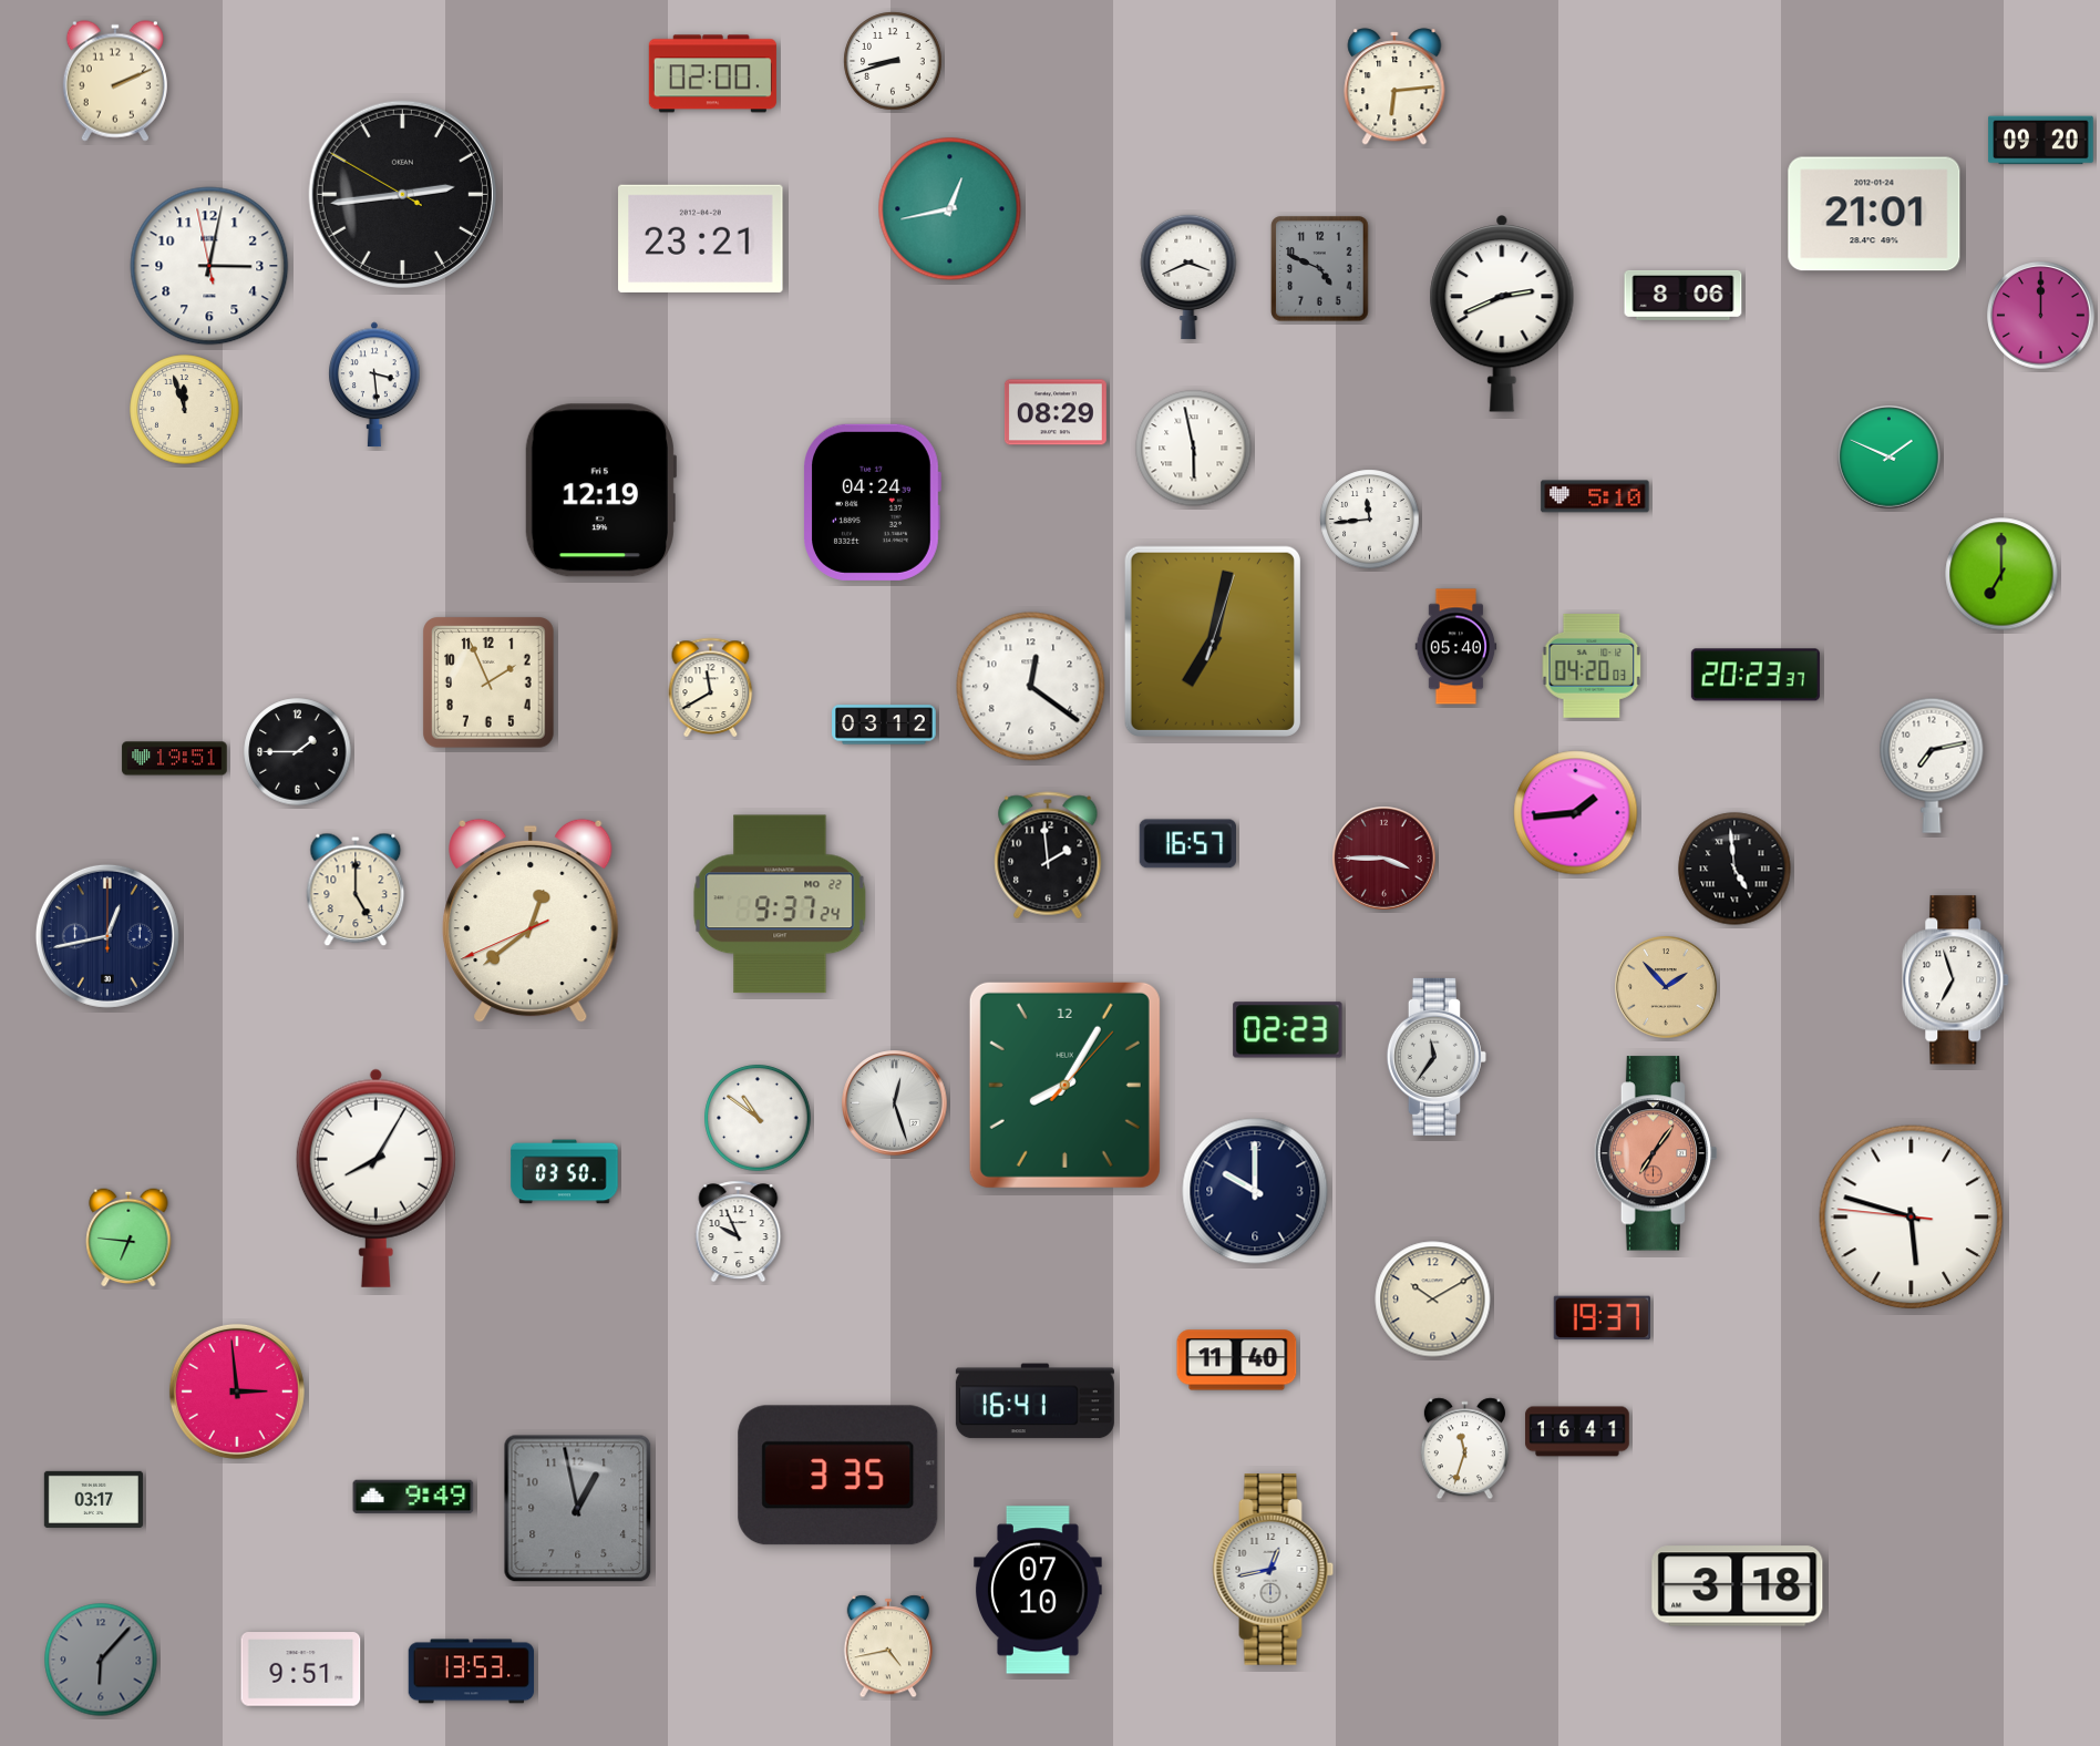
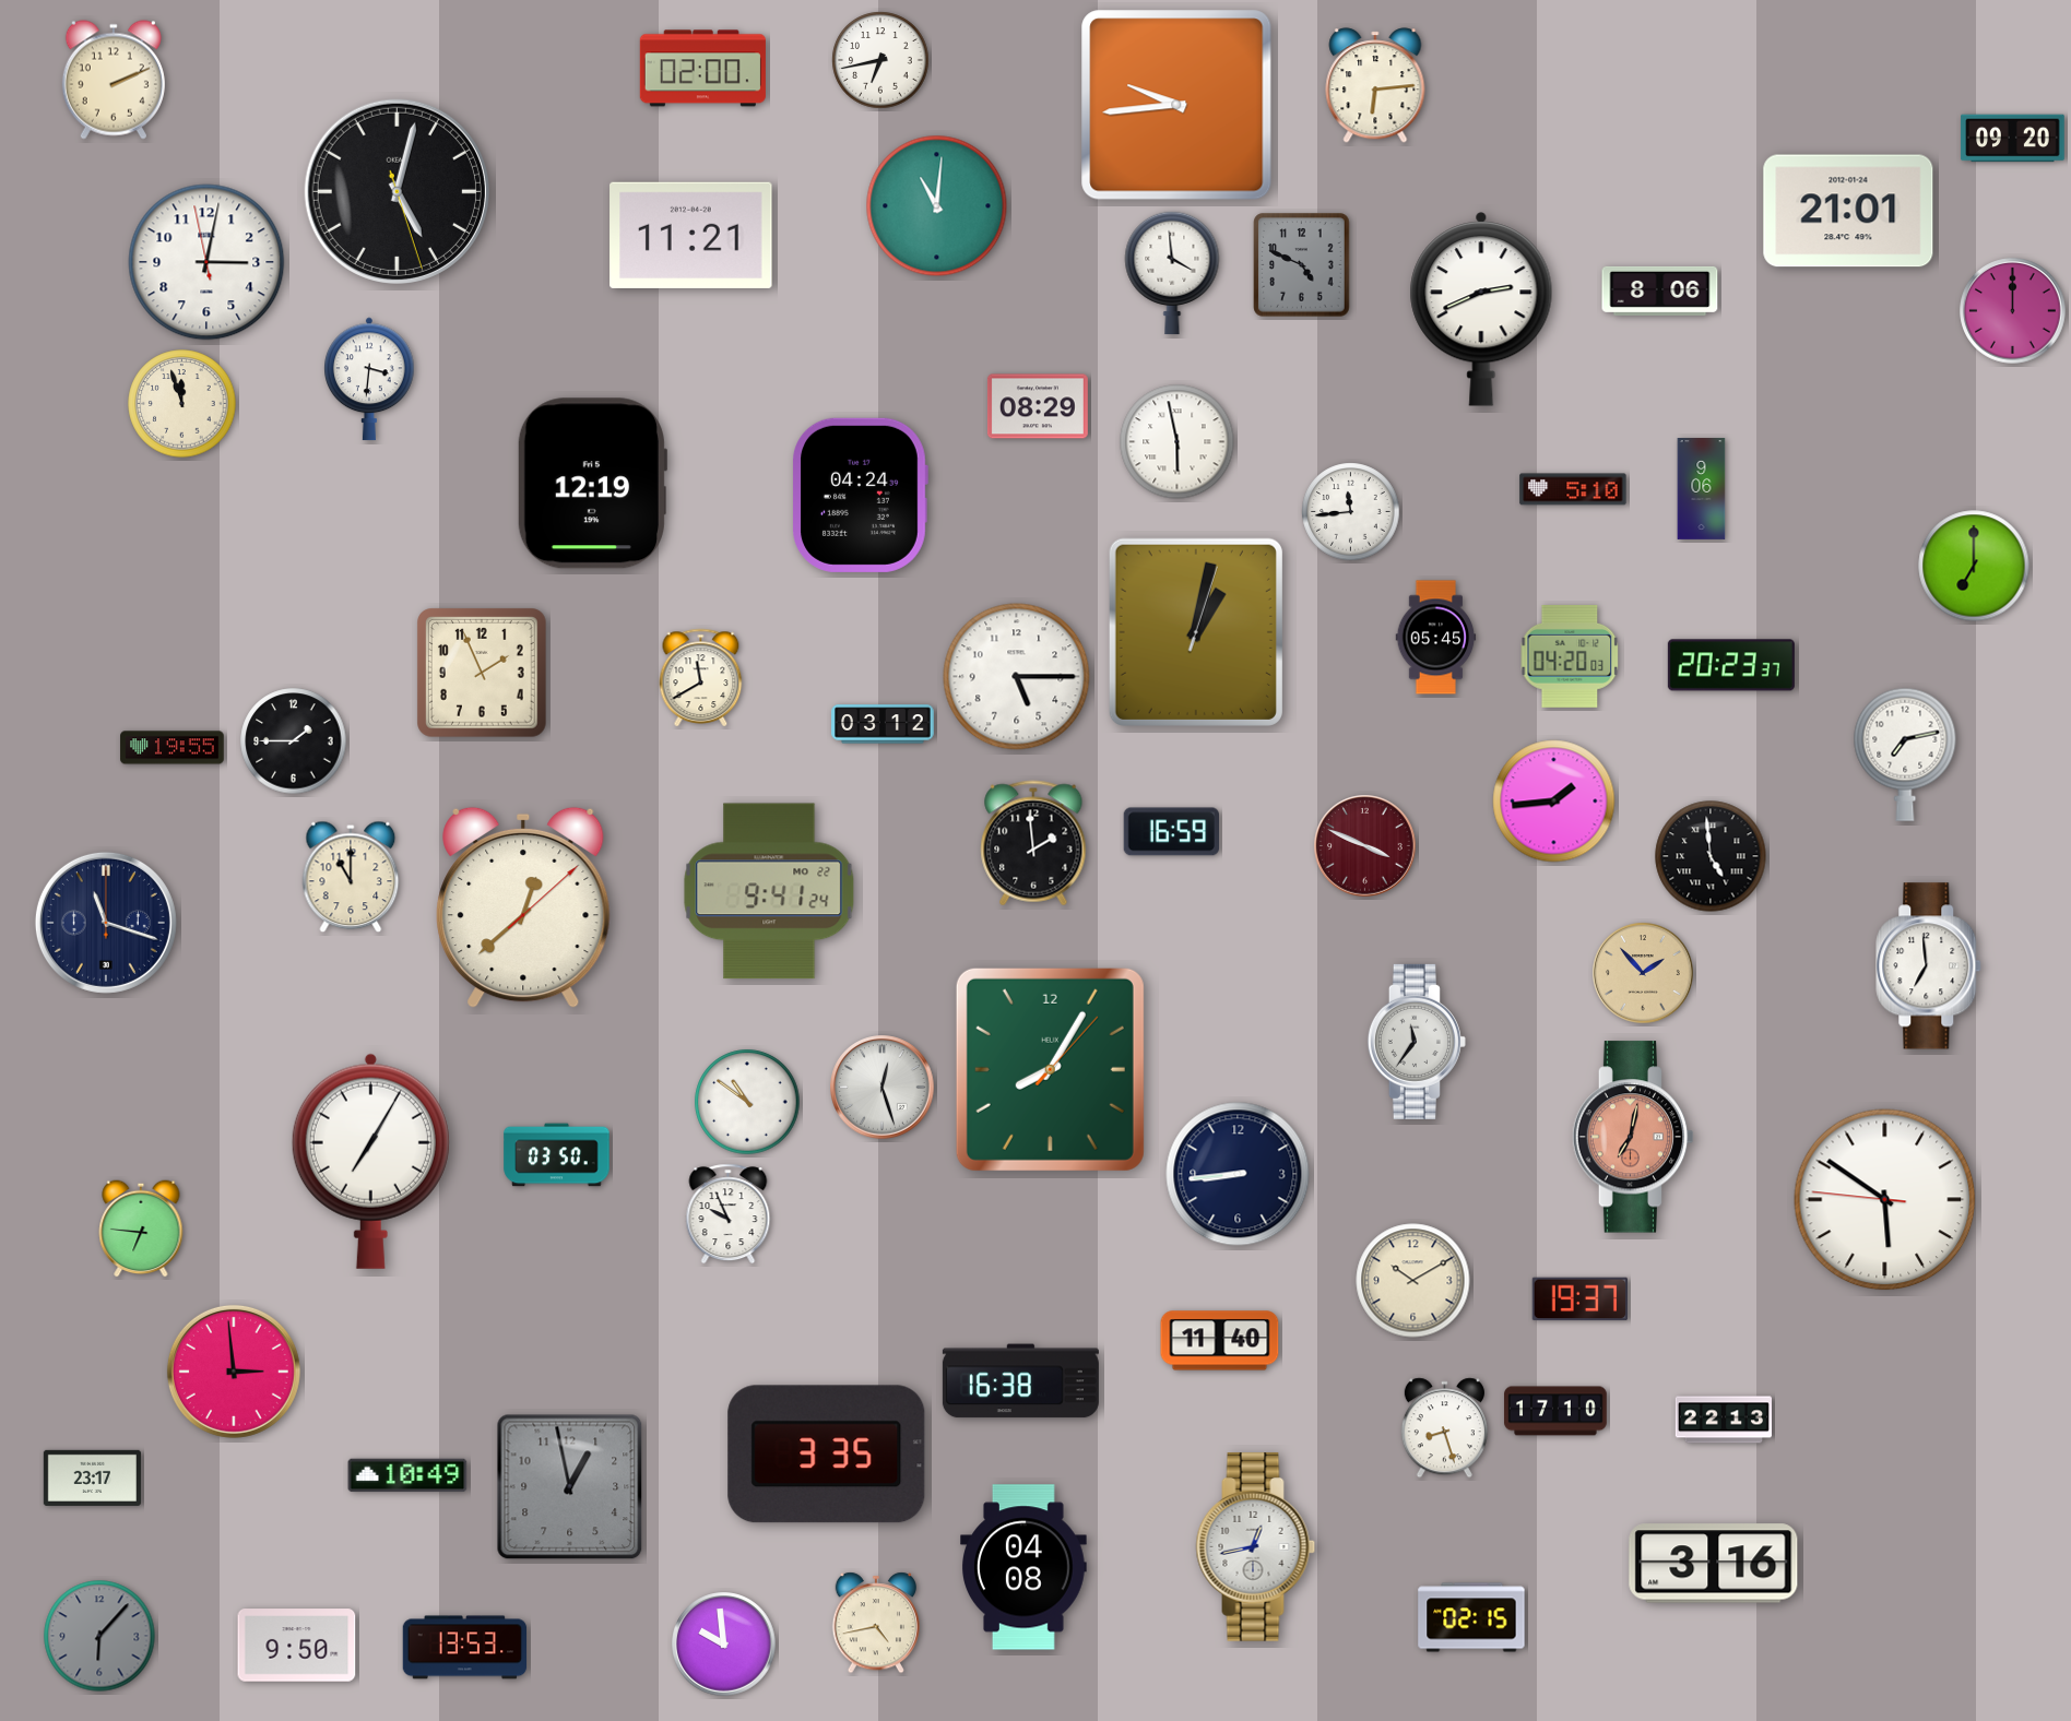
clock at (893, 61): 8:42 -> 6:43
clock at (712, 74) position: (712, 74) -> (702, 69)
clock at (1176, 105): none -> 9:44
clock at (402, 194): 2:43 -> 5:02
clock at (950, 209): 12:43 -> 11:01
clock at (701, 238): 23:21 -> 11:21
clock at (1188, 277): 3:41 -> 3:59
clock at (374, 384): 3:29 -> 3:31
clock at (1056, 412) position: (1056, 412) -> (1038, 406)
clock at (1890, 458): 1:49 -> none
clock at (1702, 489): none -> 9:06
clock at (1213, 641): 7:02 -> 1:02
clock at (1456, 647): 05:40 -> 05:45
clock at (1031, 687): 12:21 -> 5:15
clock at (884, 725) position: (884, 725) -> (883, 724)
clock at (175, 759): 19:51 -> 19:55
clock at (1187, 844): 16:57 -> 16:59
clock at (1384, 859): 3:45 -> 3:49
clock at (356, 890): 5:00 -> 11:00
clock at (780, 904): 9:37 -> 9:41
clock at (531, 921): 12:38:41 -> 12:38:08
clock at (107, 936): 12:43 -> 11:18
clock at (1956, 980): 6:57 -> 6:59
clock at (1288, 1030): 02:23 -> none
clock at (1656, 1153): 7:06 -> 7:02
clock at (375, 1178): 8:05 -> 7:05
clock at (1255, 1191): 10:00 -> 8:44
clock at (1912, 1218): 5:47 -> 5:50
clock at (128, 1237) position: (128, 1237) -> (141, 1229)
clock at (1034, 1401): 16:41 -> 16:38
clock at (1577, 1431): 16:41 -> 17:10
clock at (1723, 1420): none -> 22:13
clock at (1464, 1449): 11:33 -> 8:27
clock at (413, 1497): 9:49 -> 10:49
clock at (93, 1499): 03:17 -> 23:17
clock at (1738, 1586): 3:18 -> 3:16
clock at (1039, 1590): 07:10 -> 04:08
clock at (1471, 1617): none -> 02:15
clock at (724, 1645): none -> 9:59
clock at (301, 1670): 9:51 -> 9:50
